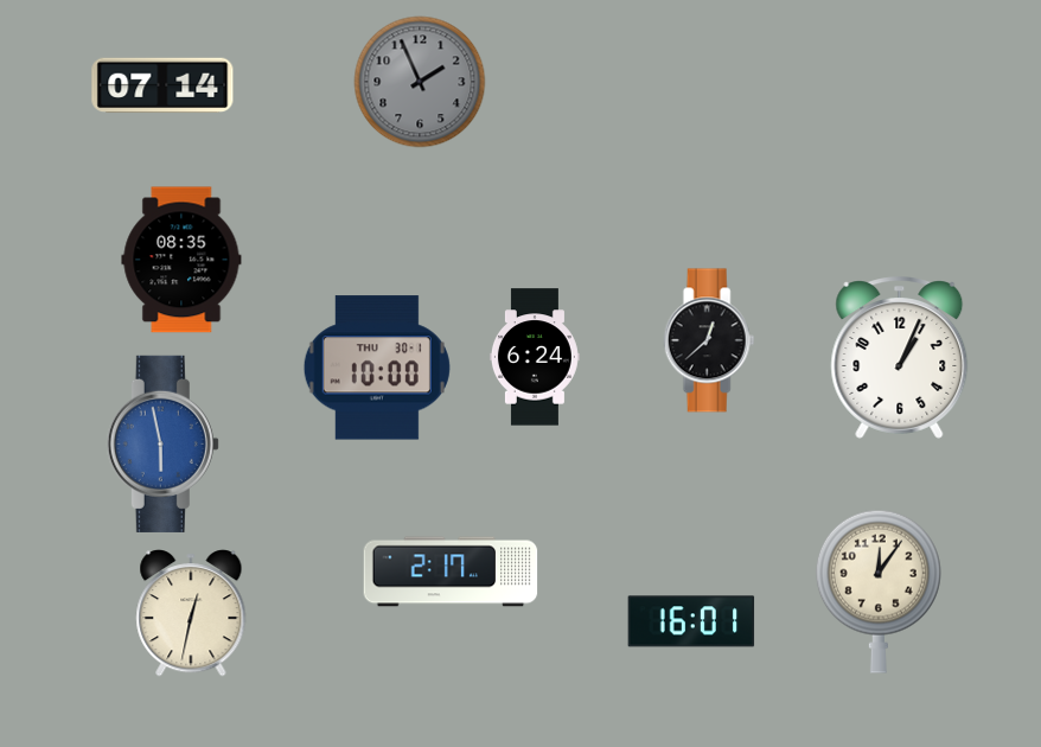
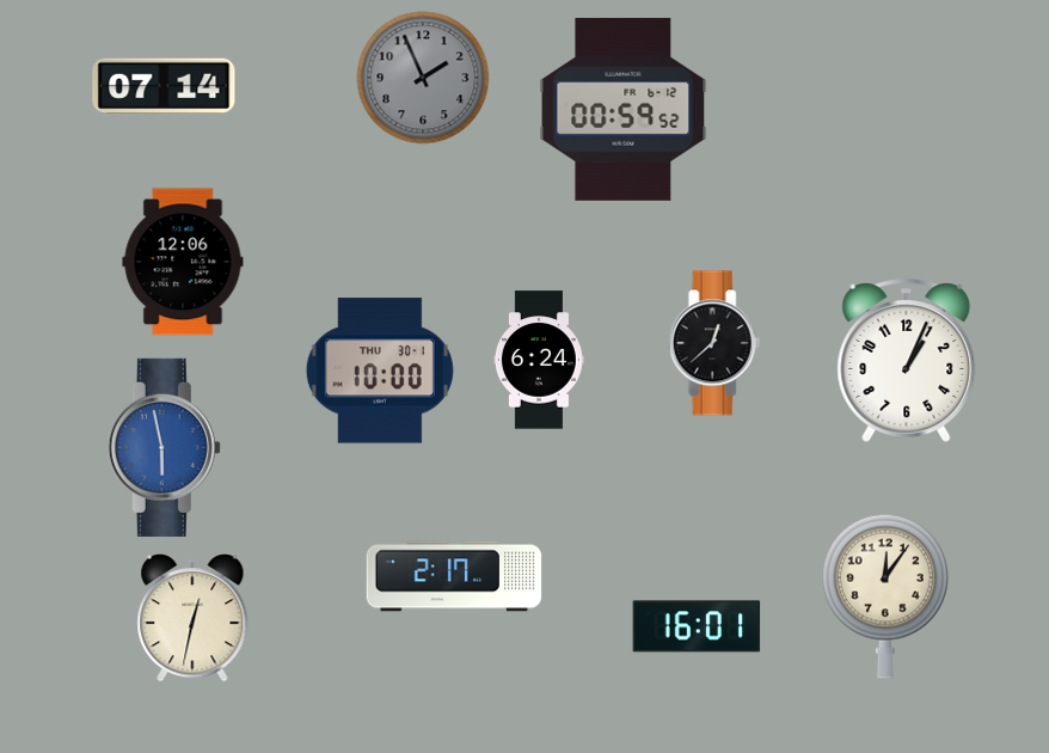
clock at (420, 82) position: (420, 82) -> (423, 78)
clock at (624, 109): none -> 00:59
clock at (181, 260): 08:35 -> 12:06
